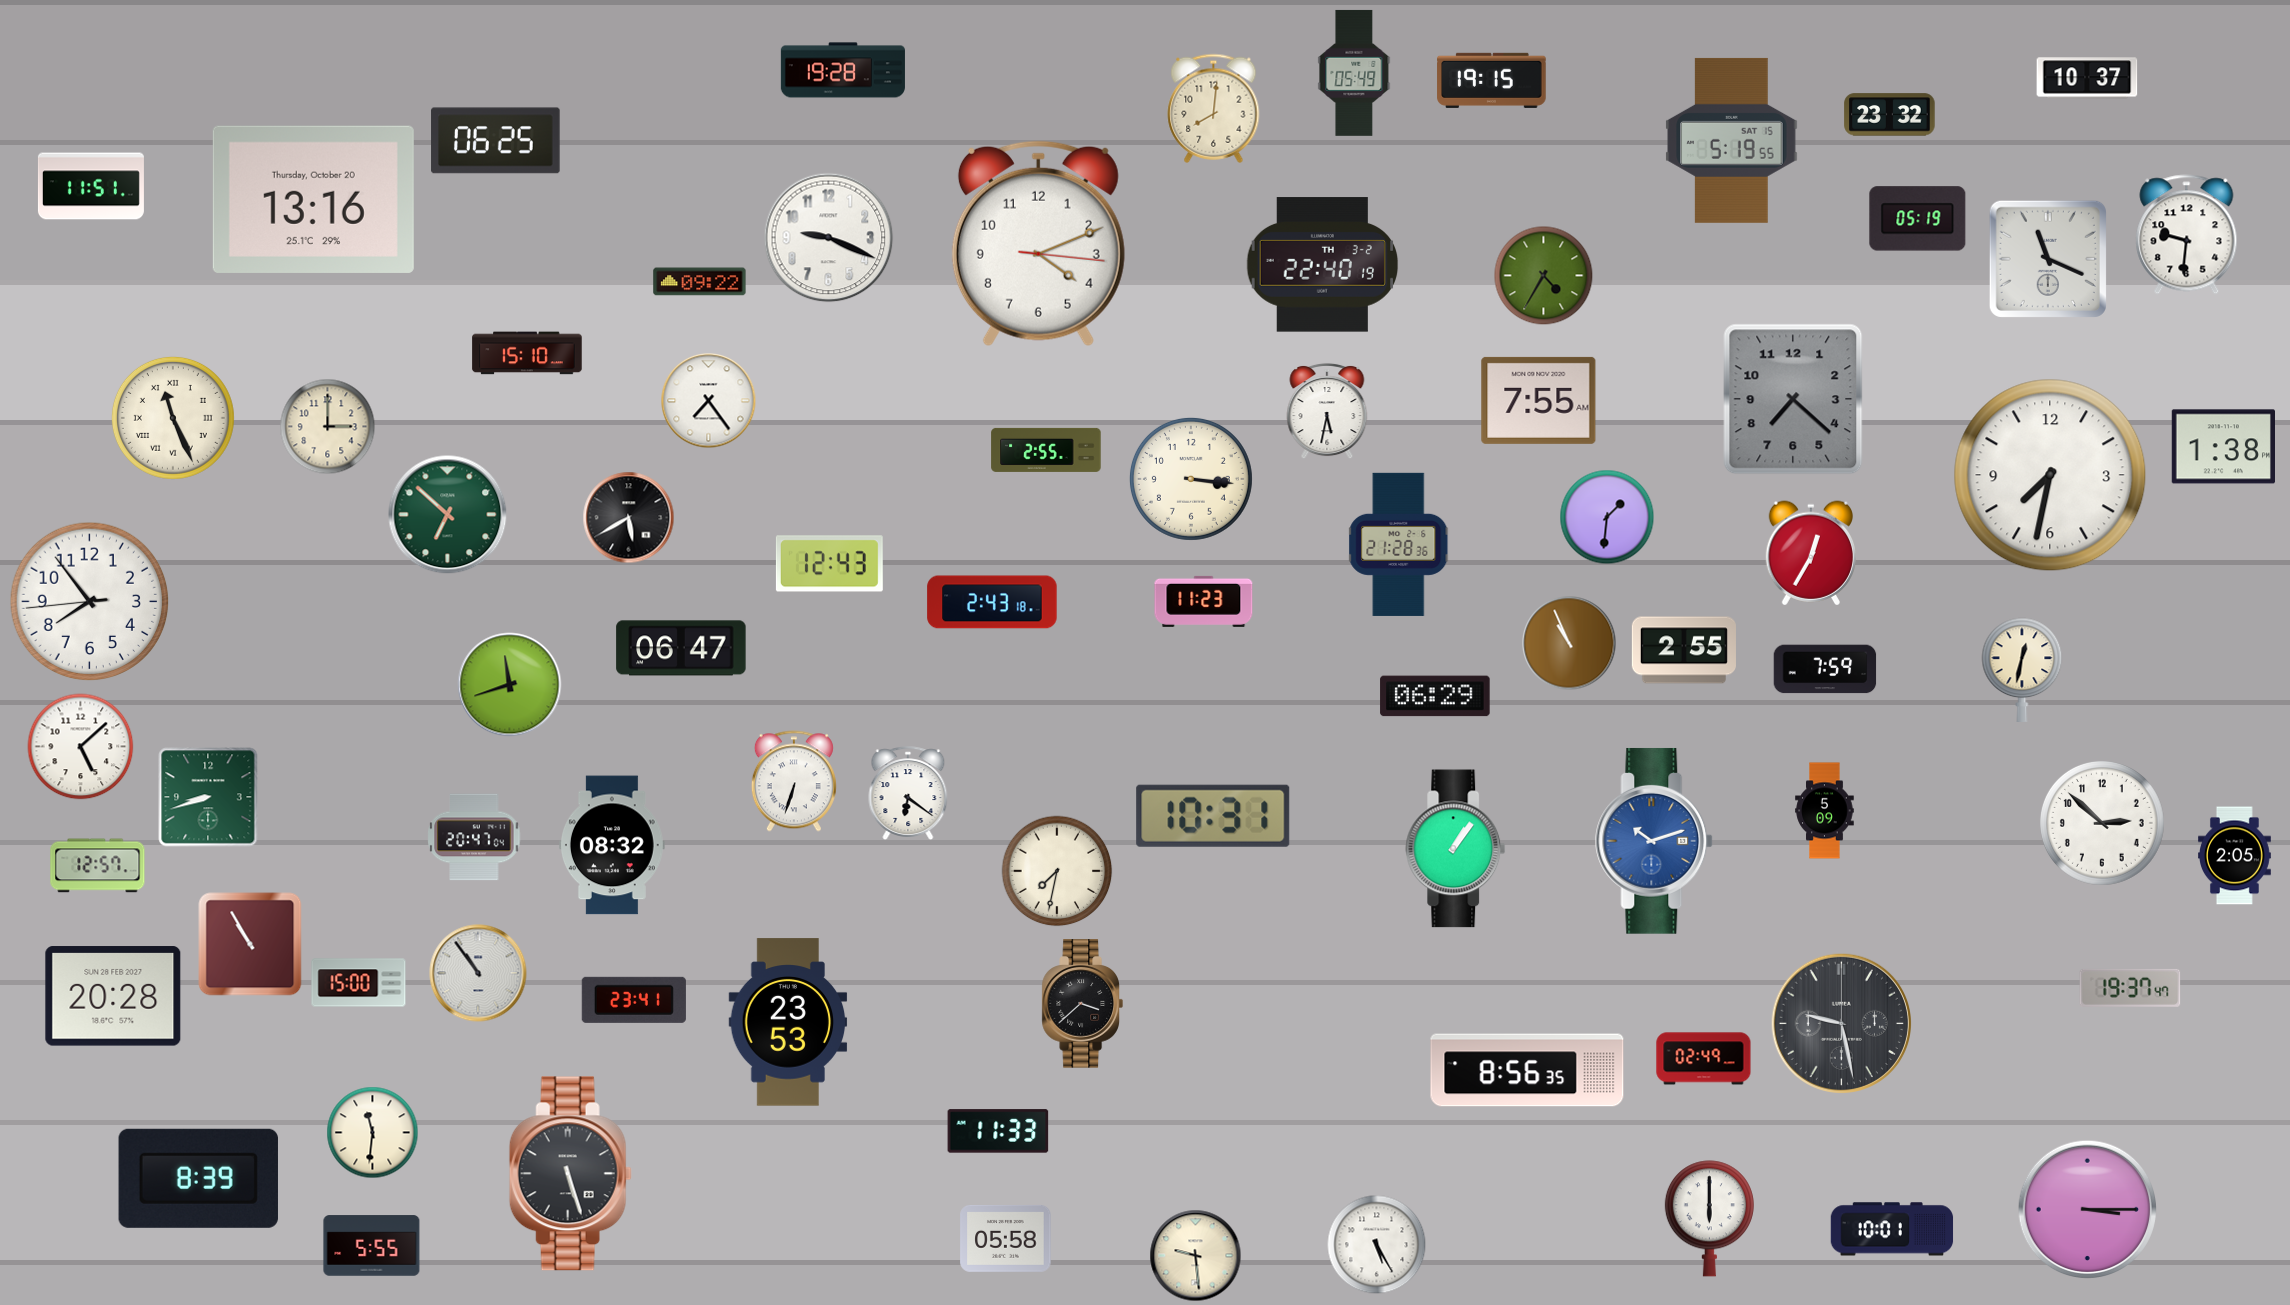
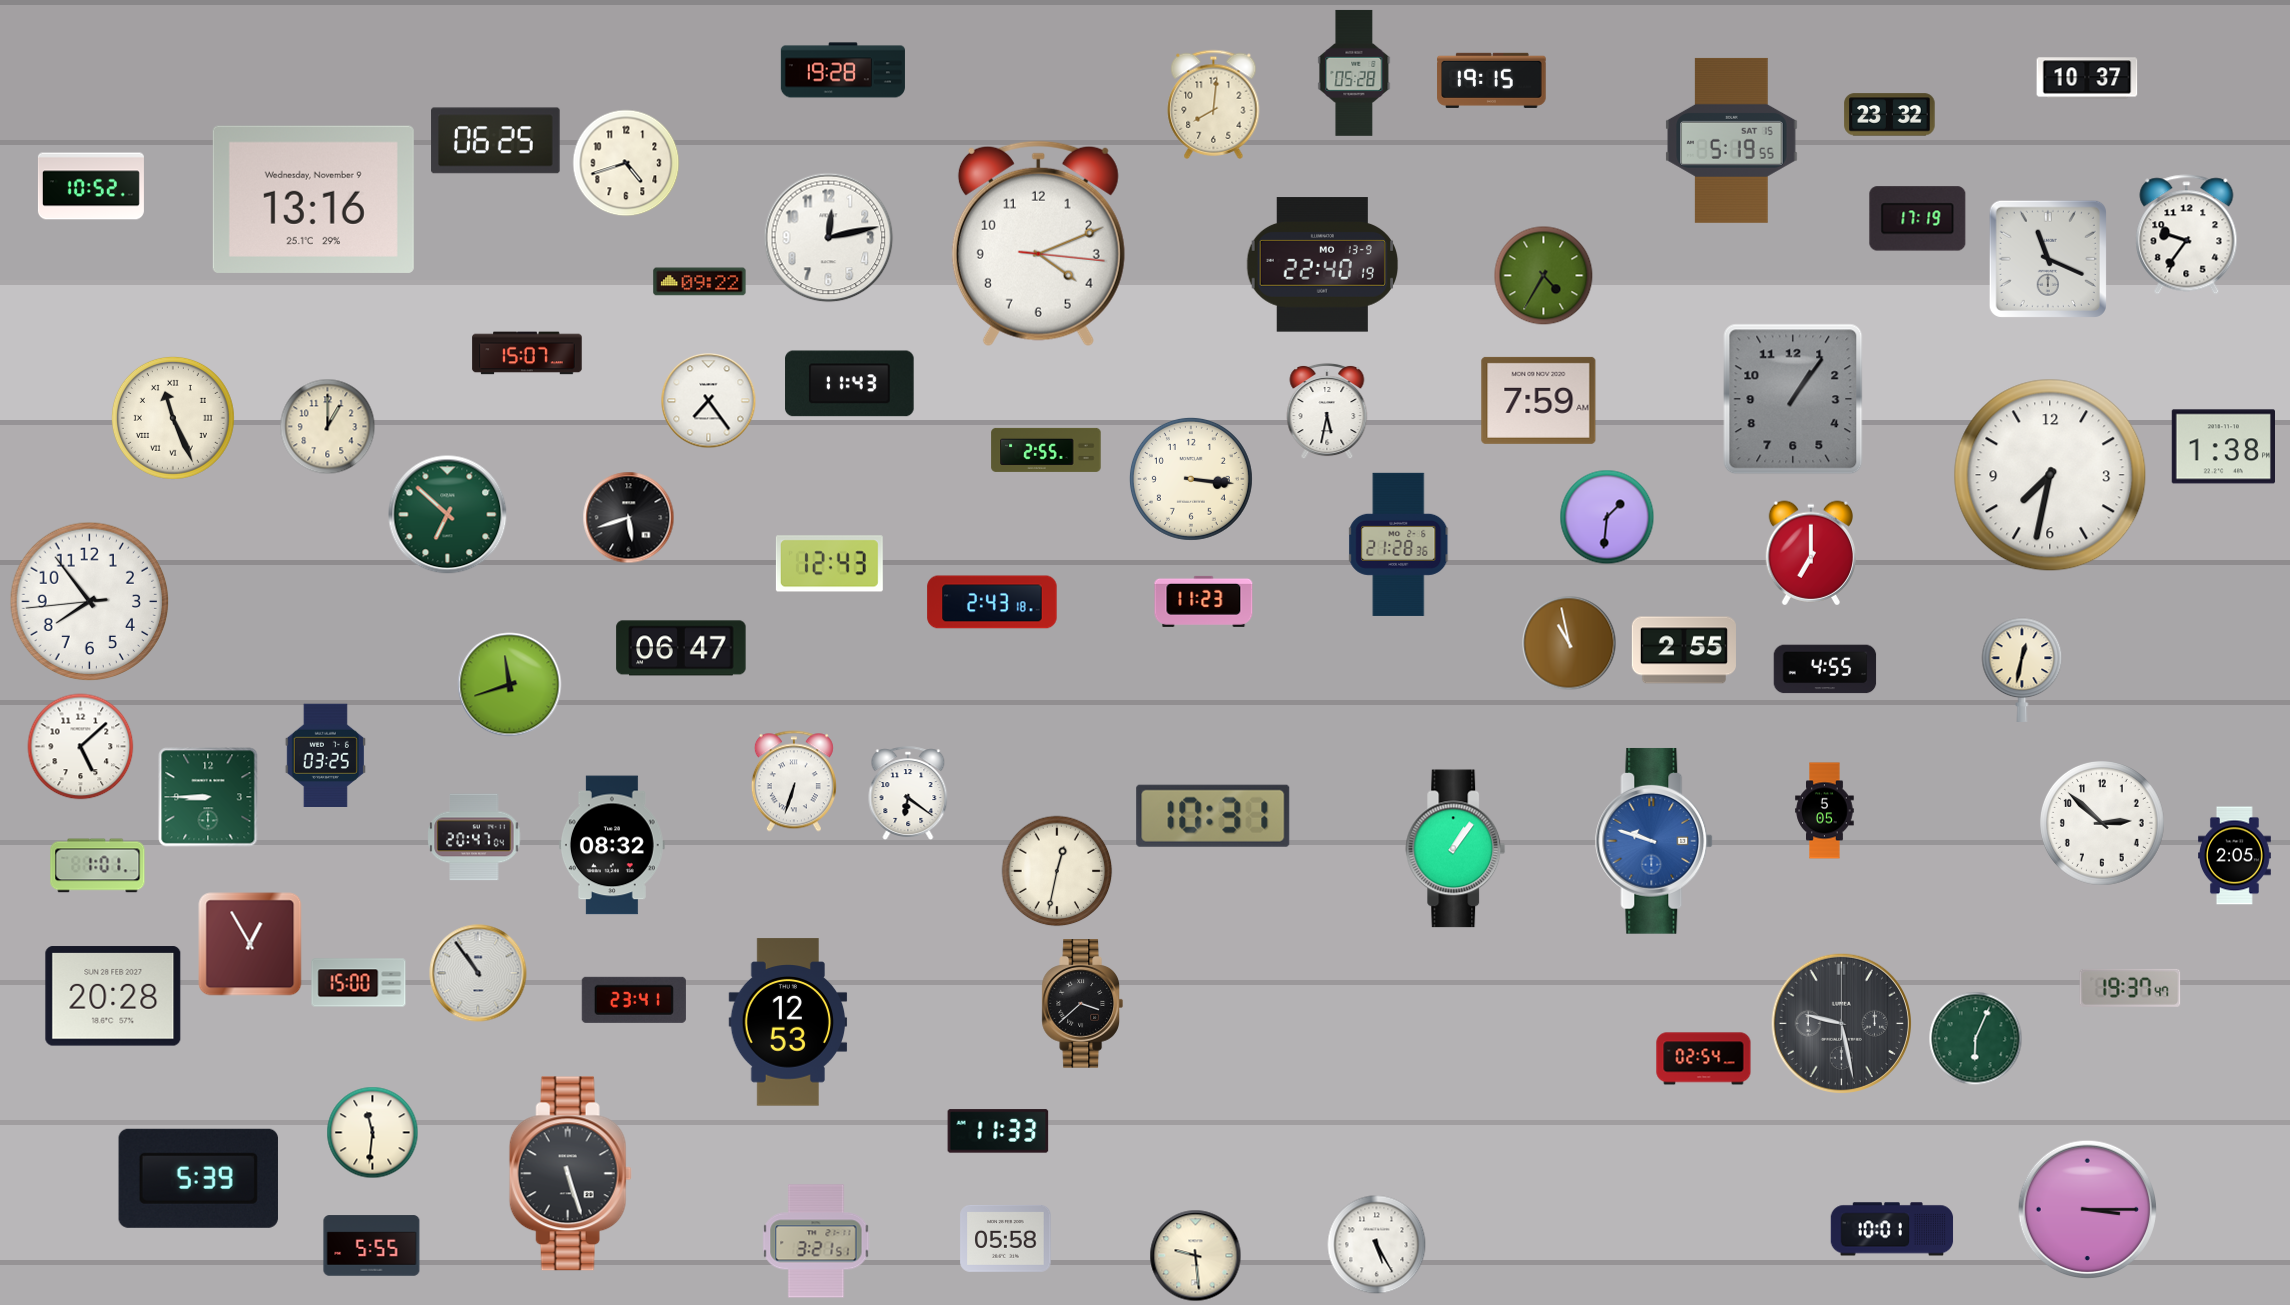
clock at (1354, 73): 05:49 -> 05:28
clock at (1214, 108) position: (1214, 108) -> (1214, 104)
clock at (626, 163): none -> 4:42
clock at (91, 186): 11:51 -> 10:52
clock at (313, 199) date: Thursday, October 20 -> Wednesday, November 9
clock at (1918, 219): 05:19 -> 17:19
clock at (2187, 235): 9:31 -> 9:36
clock at (829, 238): 9:19 -> 12:13
clock at (1323, 265) date: TH 3-2 -> MO 13-9
clock at (527, 353): 15:10 -> 15:07
clock at (850, 384): none -> 11:43
clock at (1793, 399): 7:22 -> 1:06
clock at (1539, 400): 7:55 -> 7:59
clock at (328, 427): 3:00 -> 1:00
clock at (629, 518): 5:40 -> 5:42
clock at (1810, 553): 12:35 -> 7:00
clock at (1569, 643): 10:56 -> 10:58
clock at (1825, 669): 7:59 -> 4:55
clock at (1435, 696): 06:29 -> none
clock at (325, 755): none -> 03:25
clock at (208, 797): 8:42 -> 8:45
clock at (1825, 811): 5:09 -> 5:05
clock at (1655, 841): 10:12 -> 9:48
clock at (98, 866): 12:57 -> 1:01
clock at (1057, 871): 7:32 -> 12:32
clock at (250, 944): 10:55 -> 12:55
clock at (788, 1022): 23:53 -> 12:53
clock at (1976, 1039): none -> 6:04
clock at (1704, 1059): 02:49 -> 02:54
clock at (1527, 1070): 8:56 -> none
clock at (198, 1178): 8:39 -> 5:39
clock at (1709, 1219): 6:00 -> none
clock at (816, 1241): none -> 3:21
